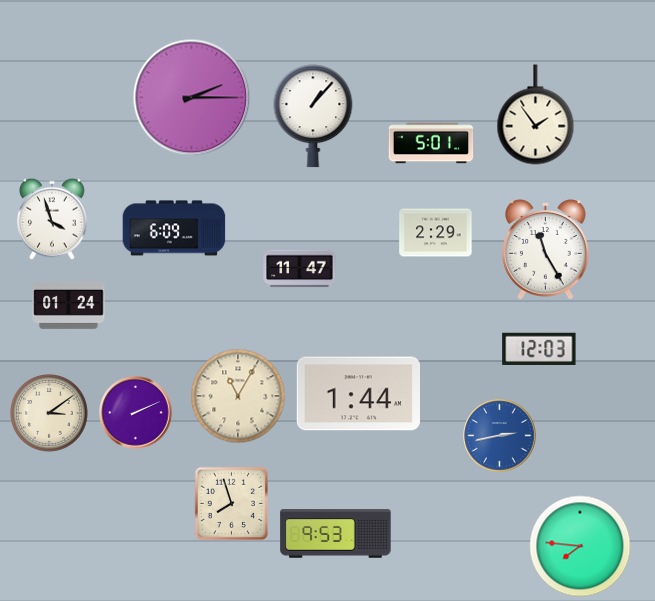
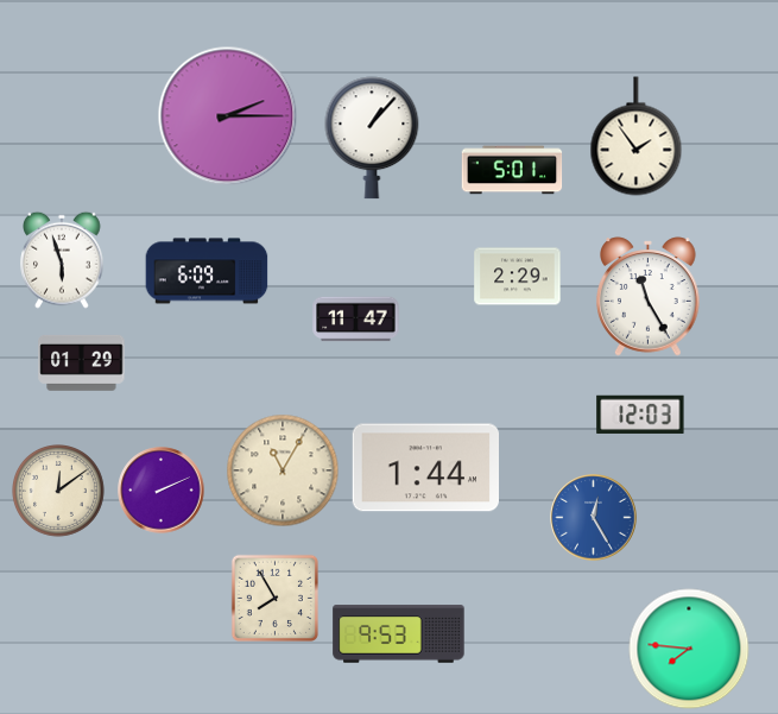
clock at (52, 219): 3:57 -> 5:57
clock at (69, 305): 01:24 -> 01:29
clock at (50, 414): 3:09 -> 12:09
clock at (500, 436): 2:43 -> 12:25
clock at (231, 503): 7:57 -> 7:55
